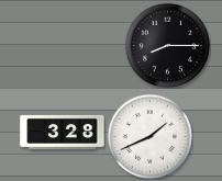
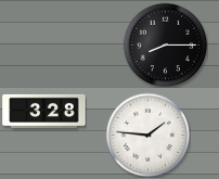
clock at (63, 132) position: (63, 132) -> (44, 111)
clock at (149, 136): 1:41 -> 1:46
